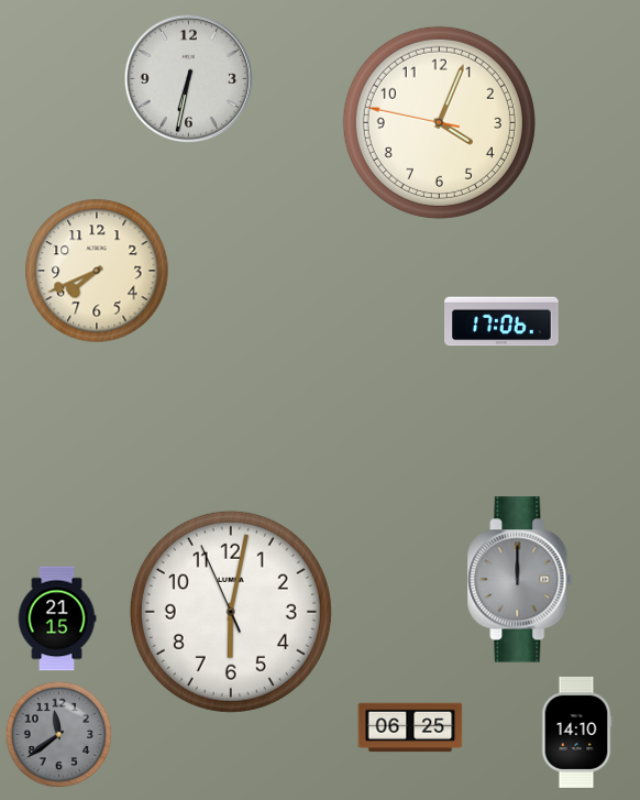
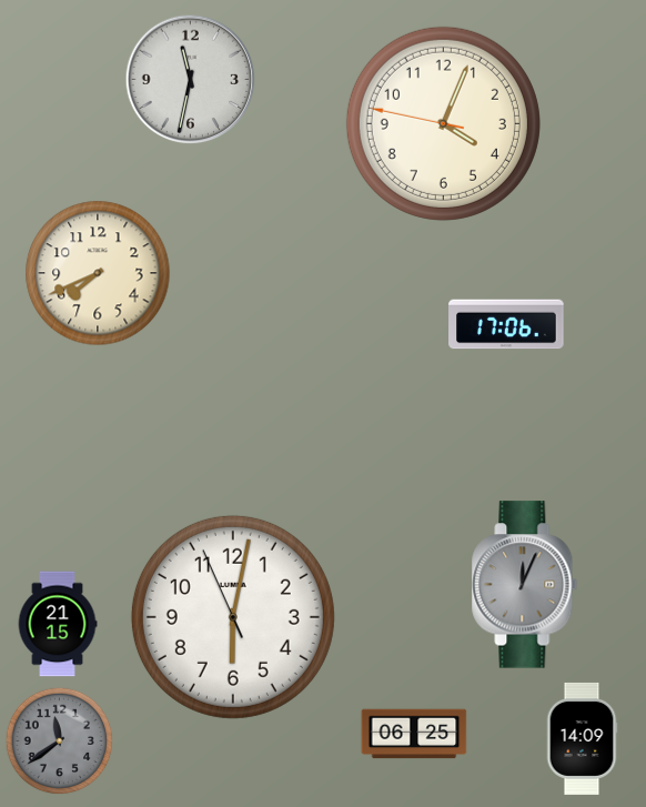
clock at (189, 79): 6:32 -> 11:32
clock at (520, 580): 12:00 -> 12:04
clock at (576, 732): 14:10 -> 14:09
